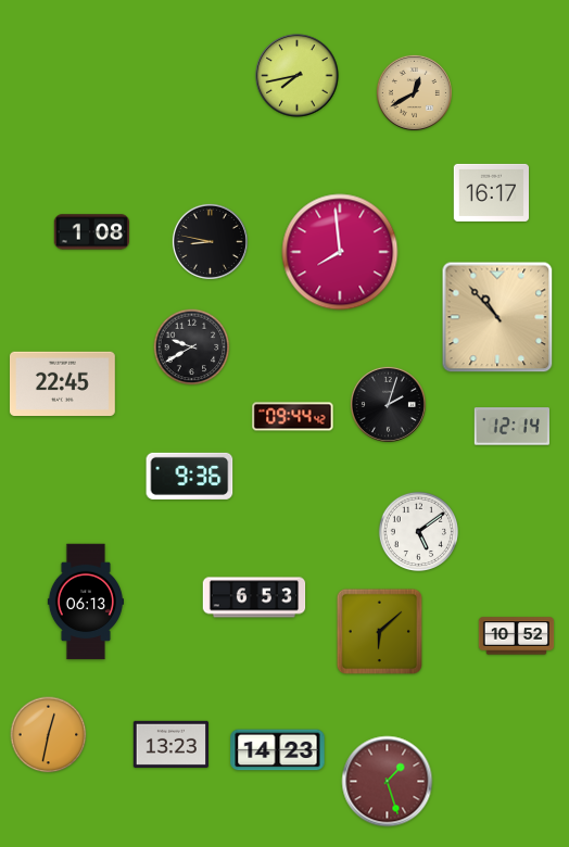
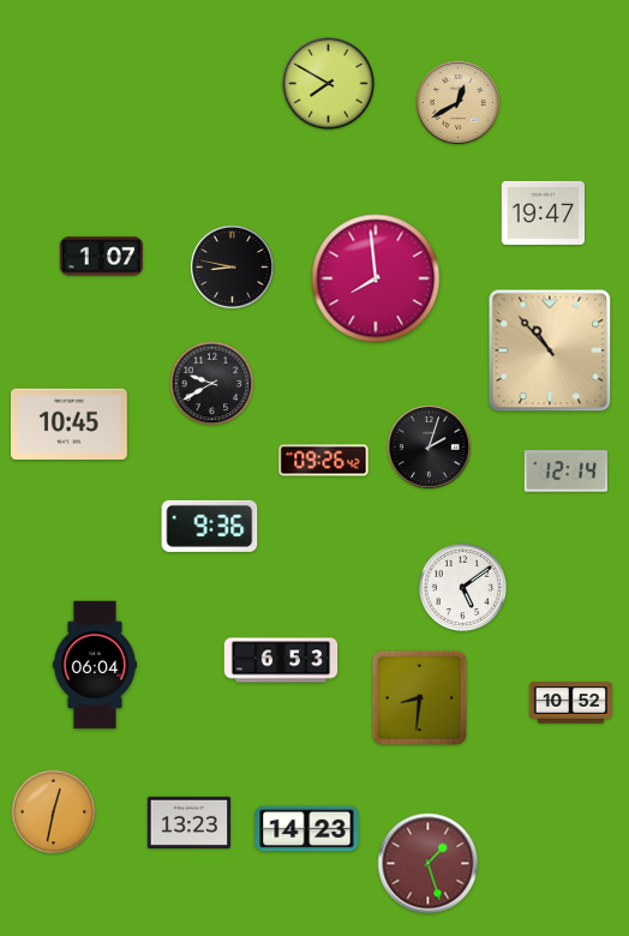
clock at (298, 76): 7:43 -> 7:50
clock at (491, 192): 16:17 -> 19:47
clock at (91, 232): 1:08 -> 1:07
clock at (62, 383): 22:45 -> 10:45
clock at (293, 417): 09:44 -> 09:26
clock at (85, 602): 06:13 -> 06:04
clock at (379, 631): 6:08 -> 8:31
